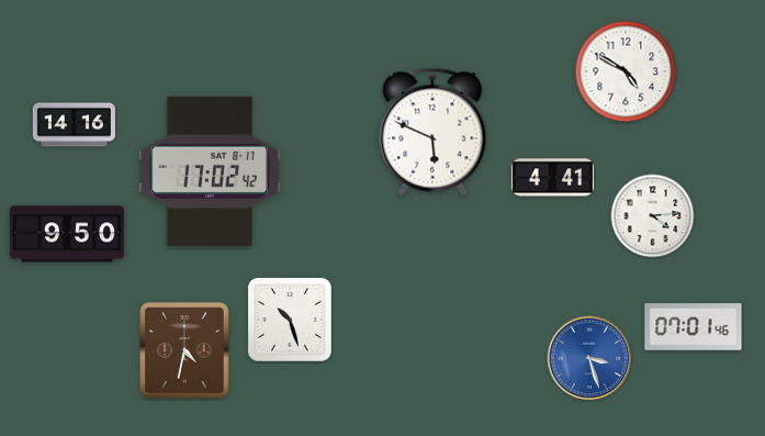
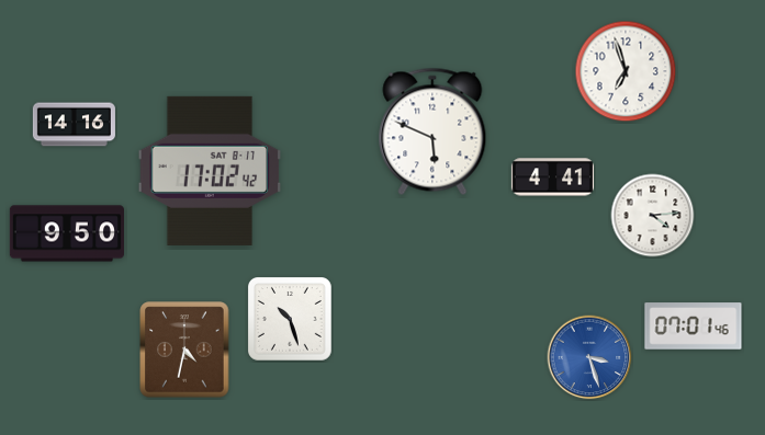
clock at (626, 71): 4:50 -> 6:57
